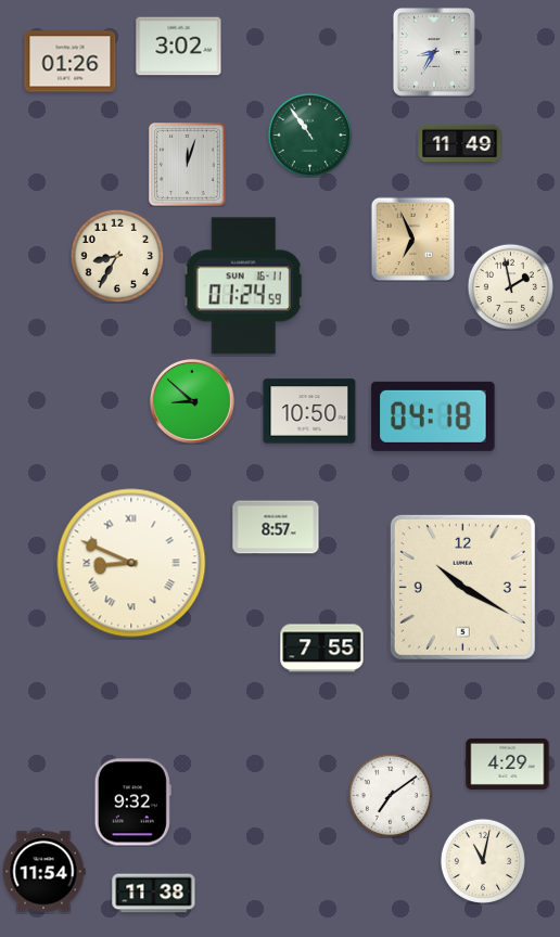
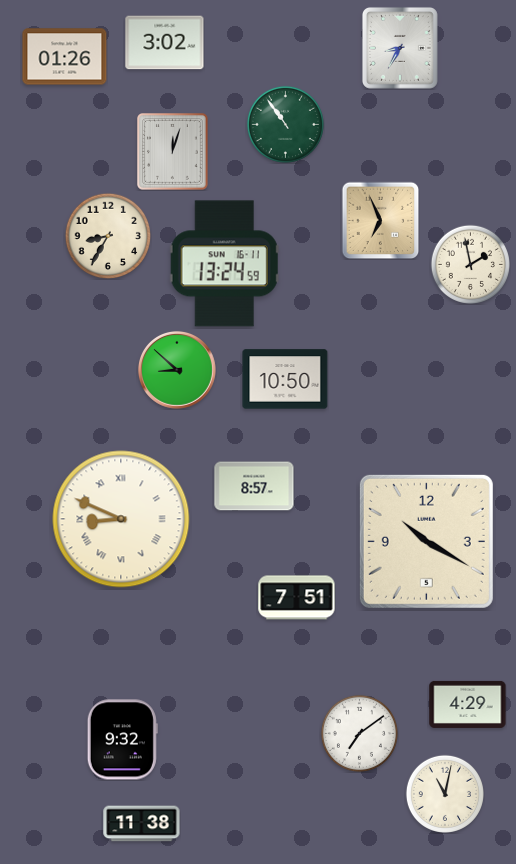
clock at (460, 143): 11:49 -> none
clock at (243, 286): 01:24 -> 13:24
clock at (433, 416): 04:18 -> none
clock at (322, 649): 7:55 -> 7:51
clock at (43, 872): 11:54 -> none
